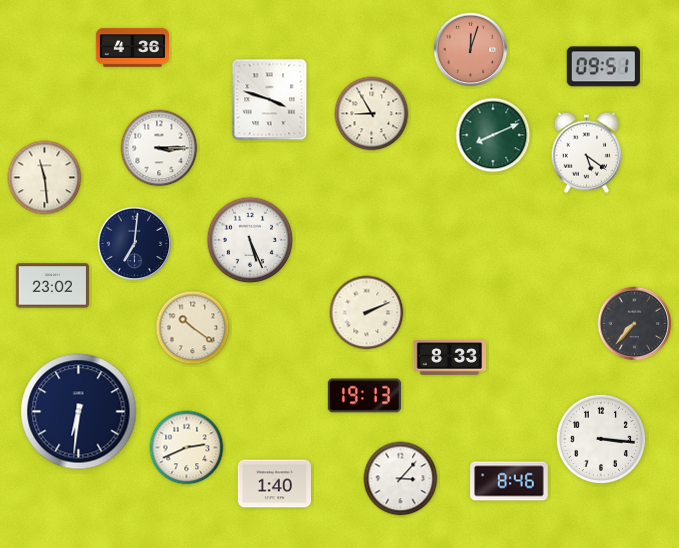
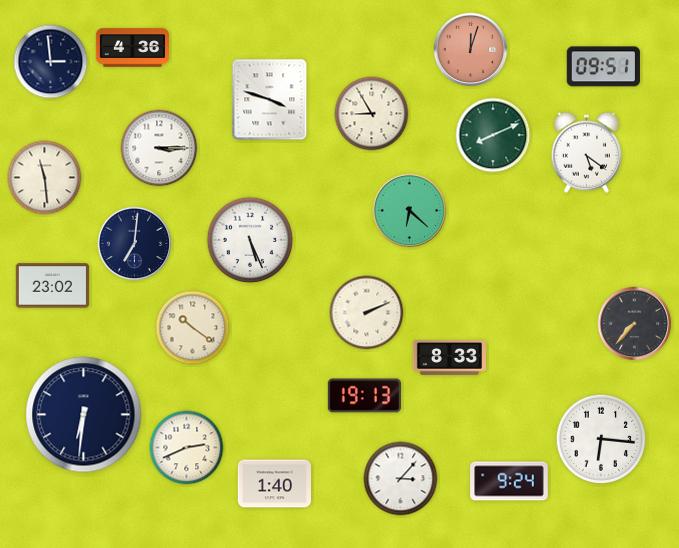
clock at (51, 62): none -> 2:59
clock at (410, 211): none -> 6:22
clock at (79, 412) position: (79, 412) -> (84, 415)
clock at (600, 438): 3:16 -> 6:16
clock at (509, 481): 8:46 -> 9:24
